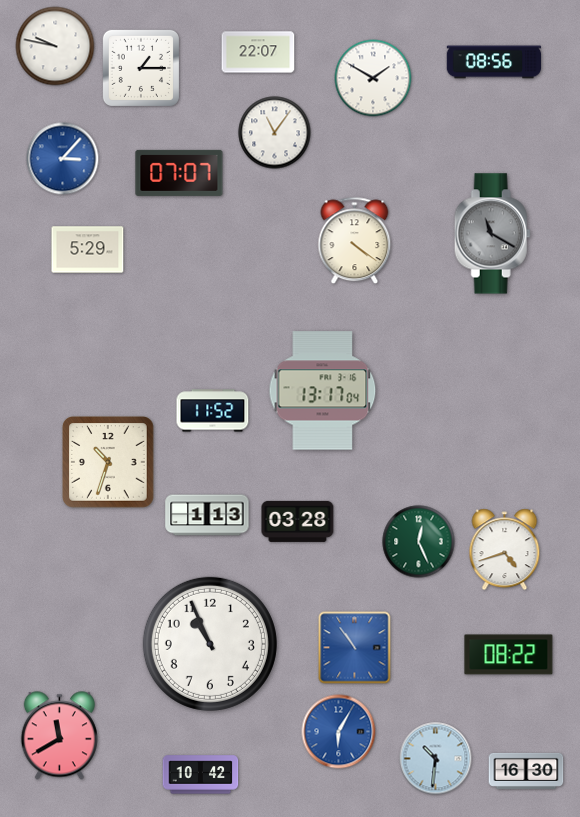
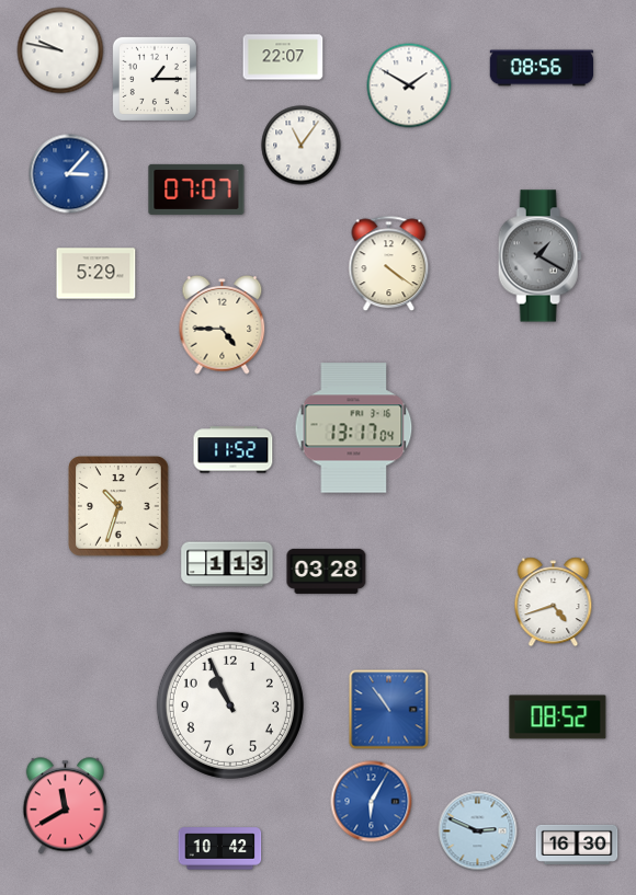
clock at (141, 68) position: (141, 68) -> (155, 79)
clock at (492, 234): 11:20 -> 1:20
clock at (223, 325): none -> 4:45
clock at (419, 542): 12:26 -> none
clock at (509, 655): 08:22 -> 08:52
clock at (436, 759): 10:31 -> 2:49
